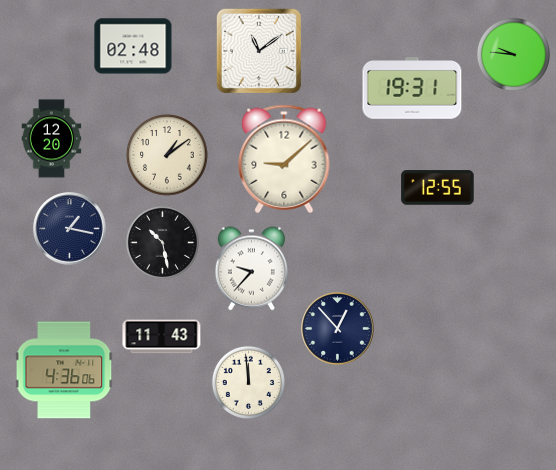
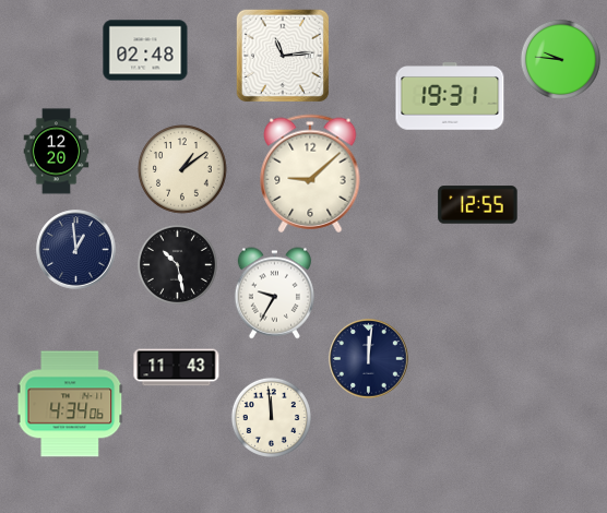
clock at (258, 50): 11:09 -> 11:14
clock at (70, 229): 1:17 -> 12:59
clock at (251, 269): 9:37 -> 9:35
clock at (338, 329): 12:53 -> 12:01
clock at (64, 370): 4:36 -> 4:34
